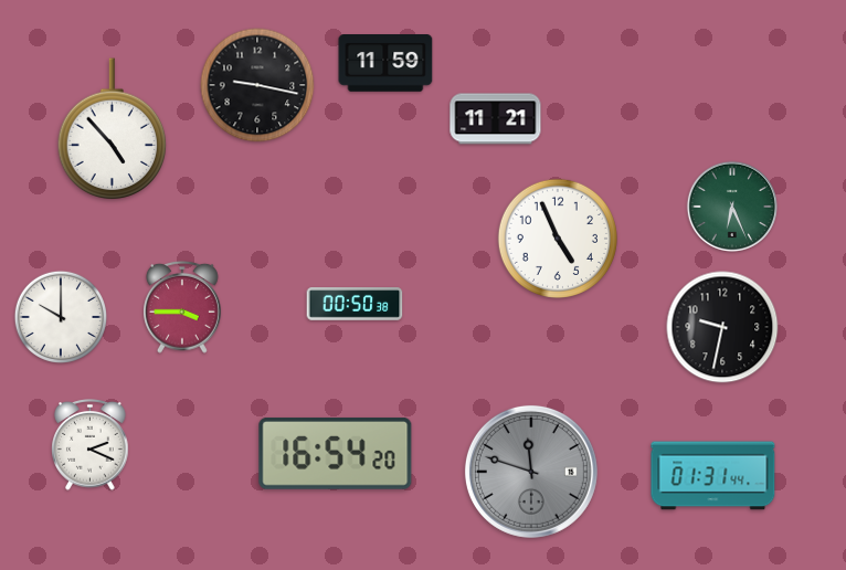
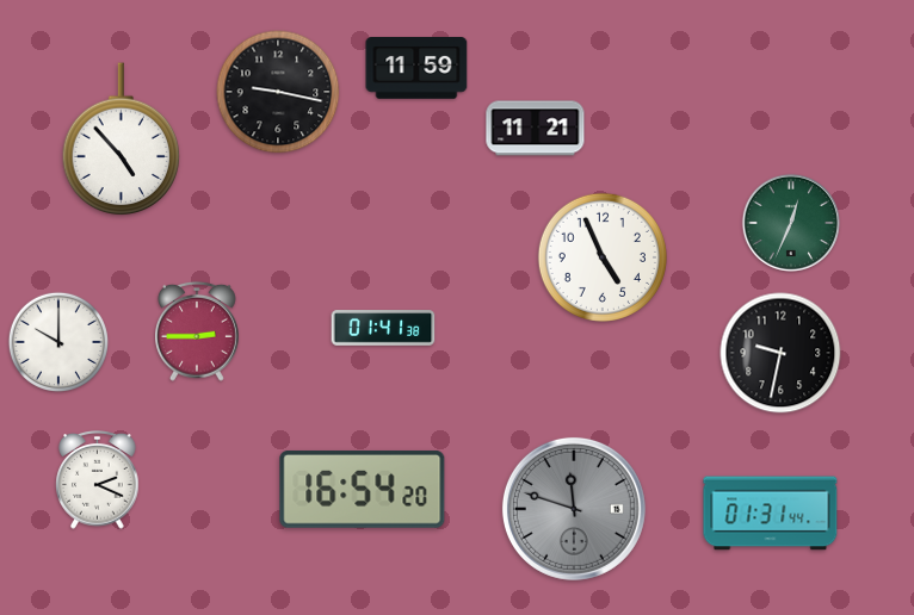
clock at (732, 207): 6:26 -> 12:34
clock at (355, 304): 00:50 -> 01:41
clock at (183, 307): 3:45 -> 2:45
clock at (60, 316) position: (60, 316) -> (57, 341)
